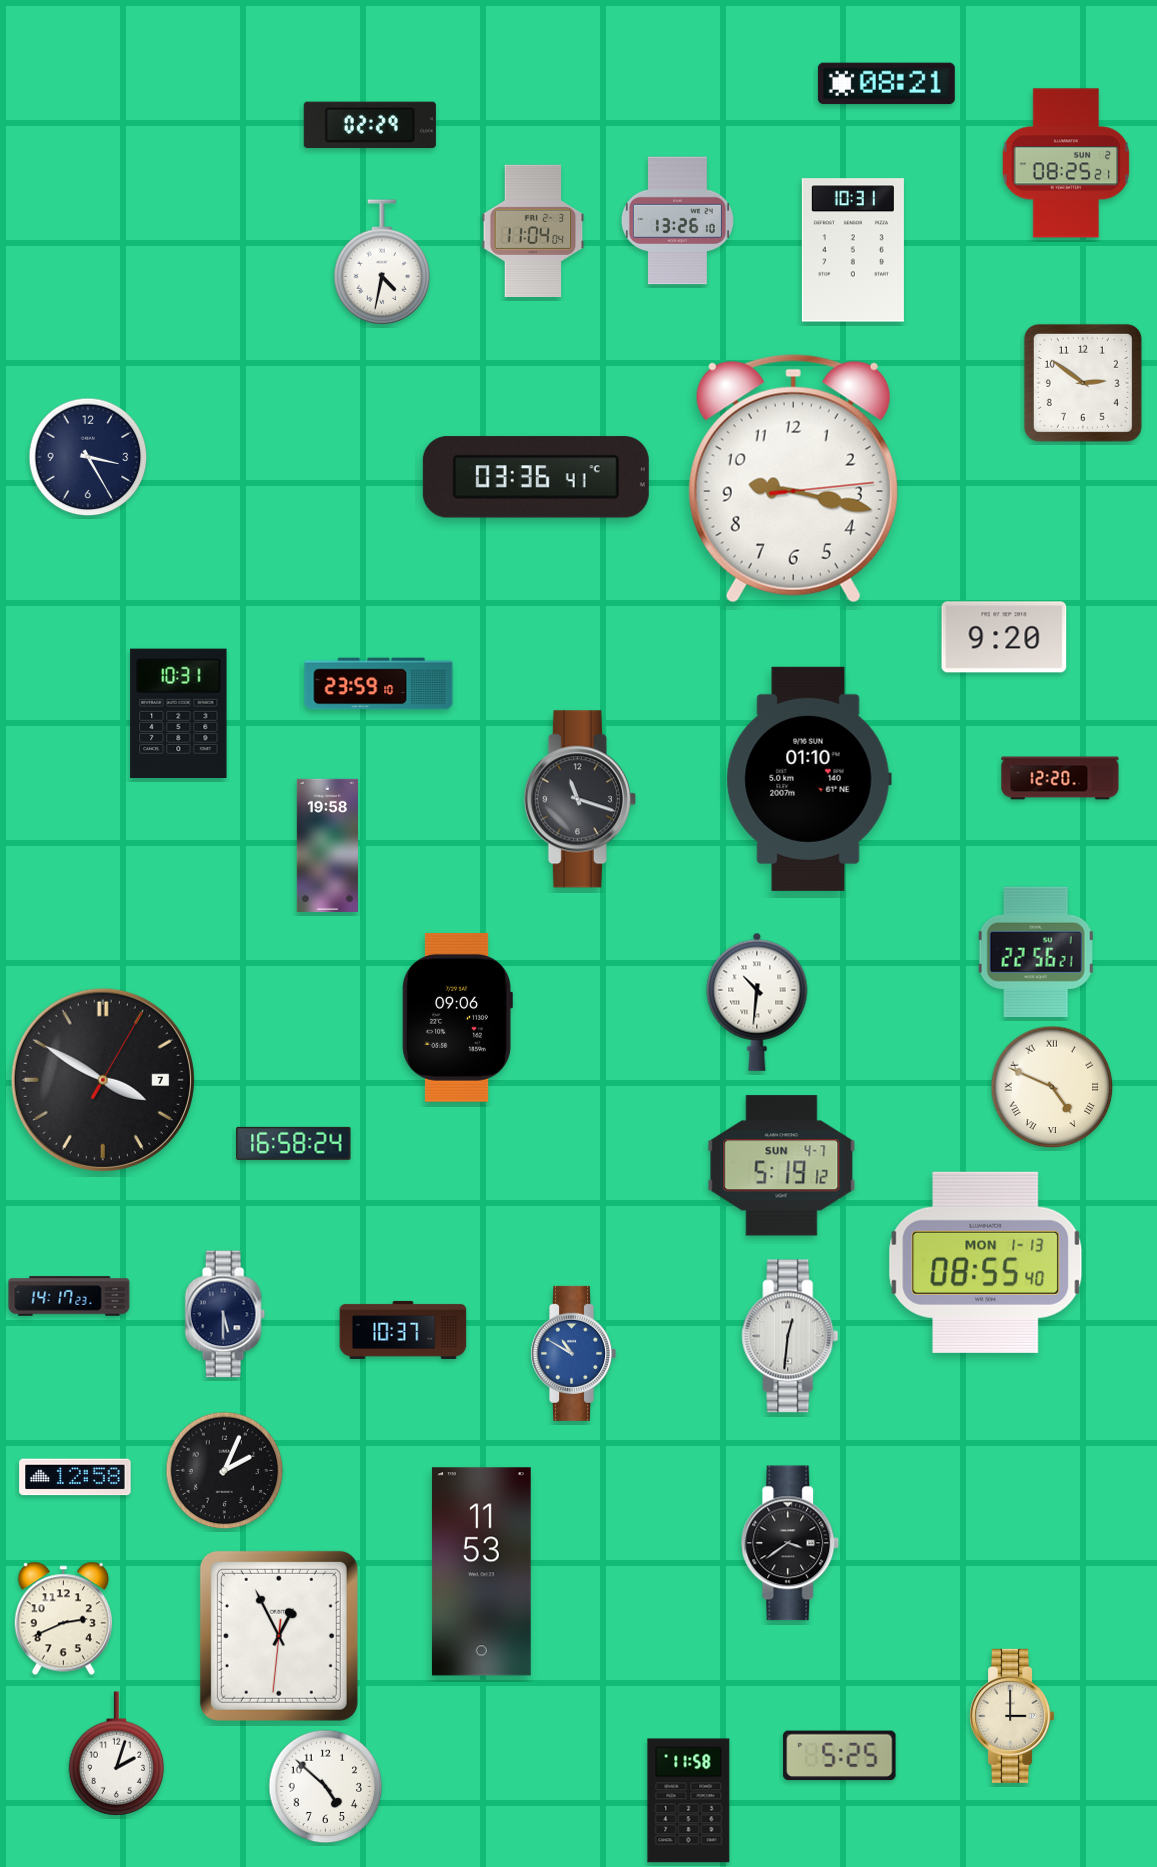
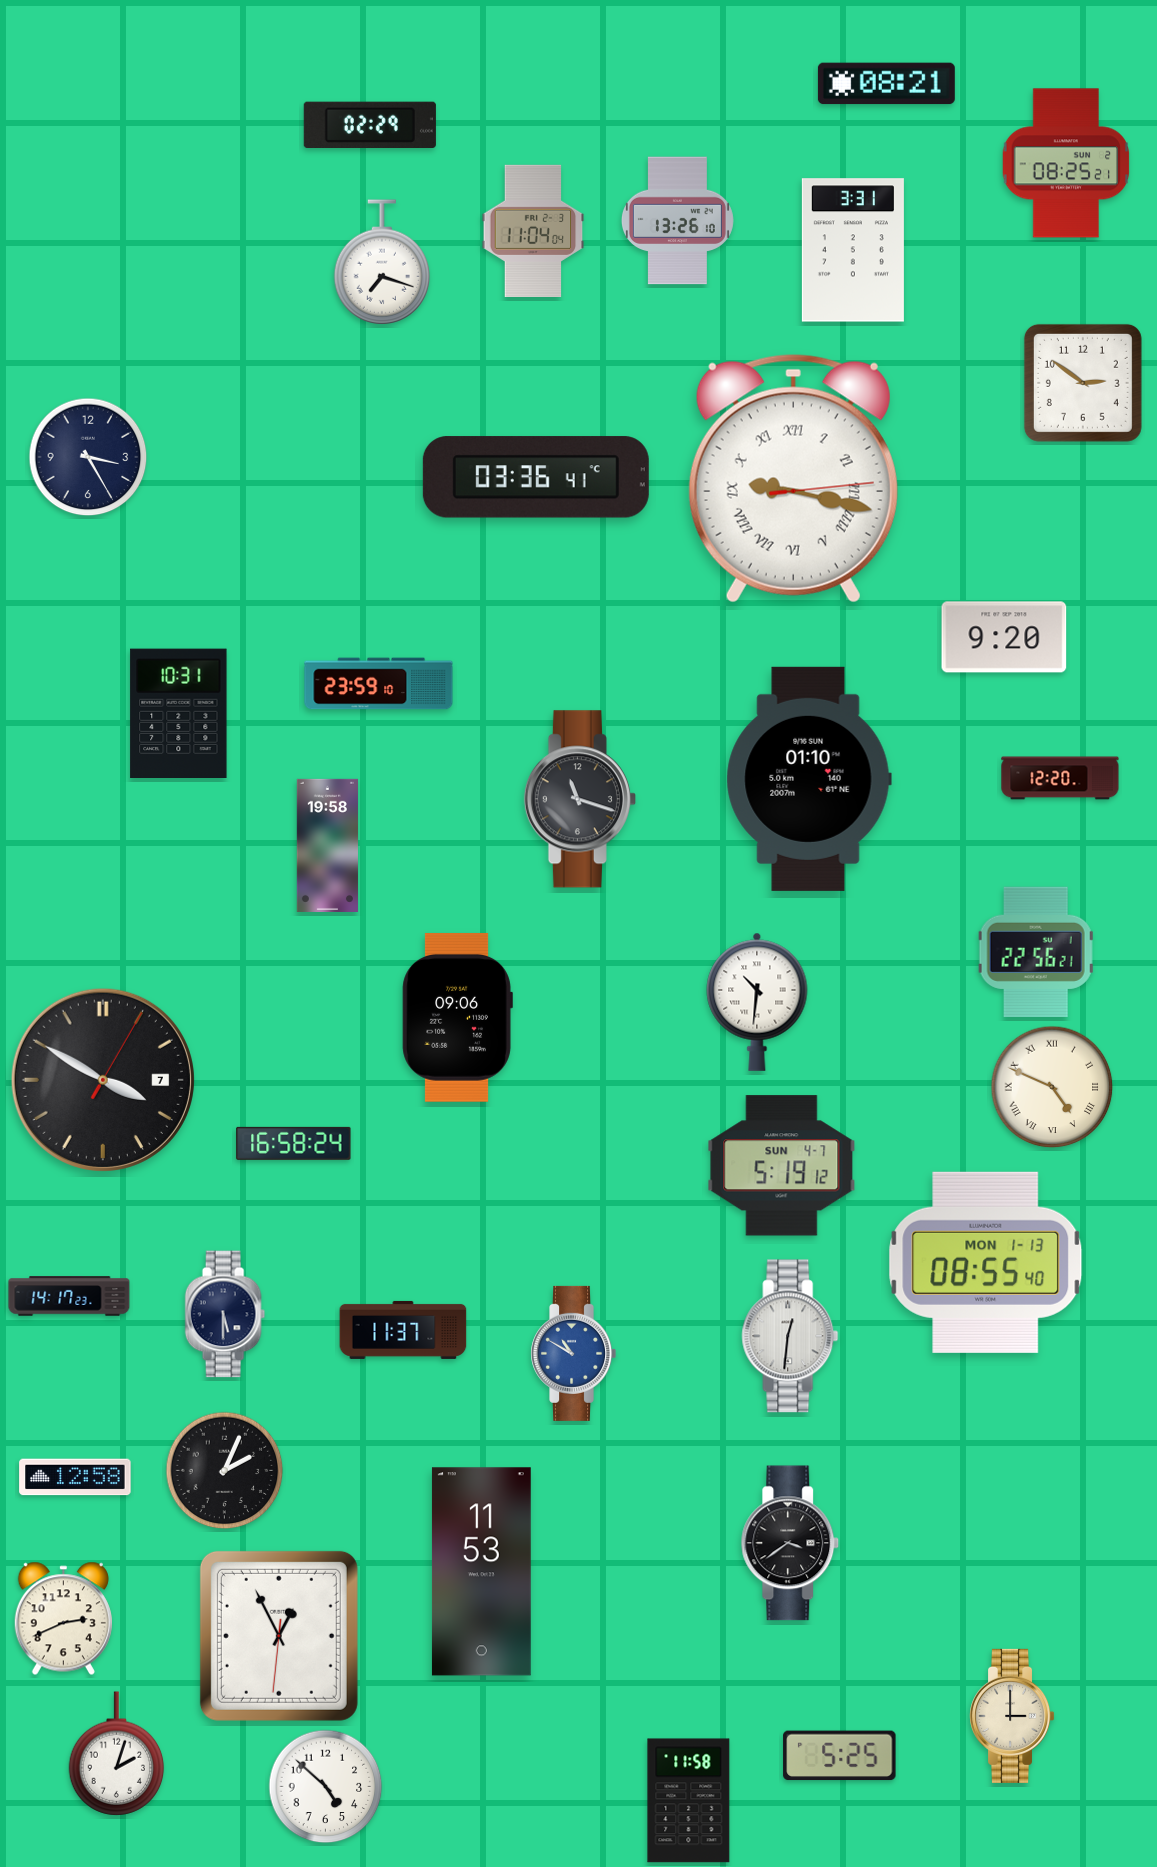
clock at (853, 250): 10:31 -> 3:31
clock at (382, 262): 4:32 -> 7:18
clock at (793, 478) numerals: Arabic -> Roman
clock at (403, 1330): 10:37 -> 11:37
